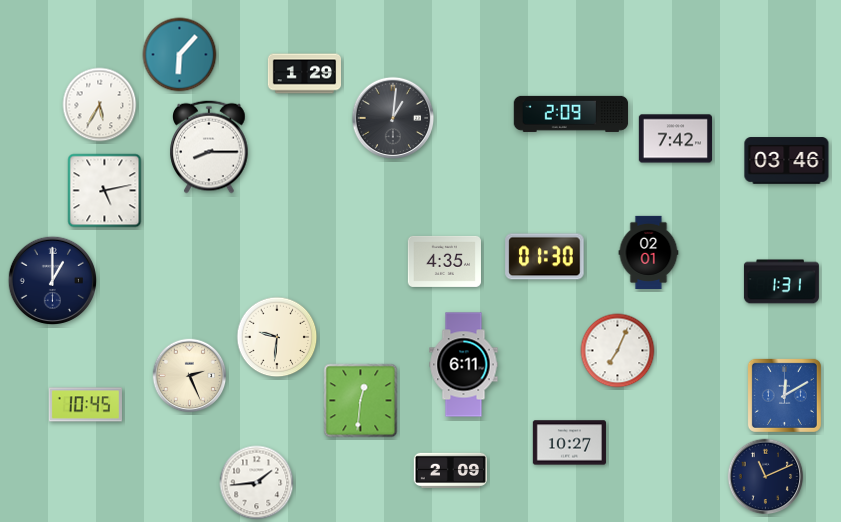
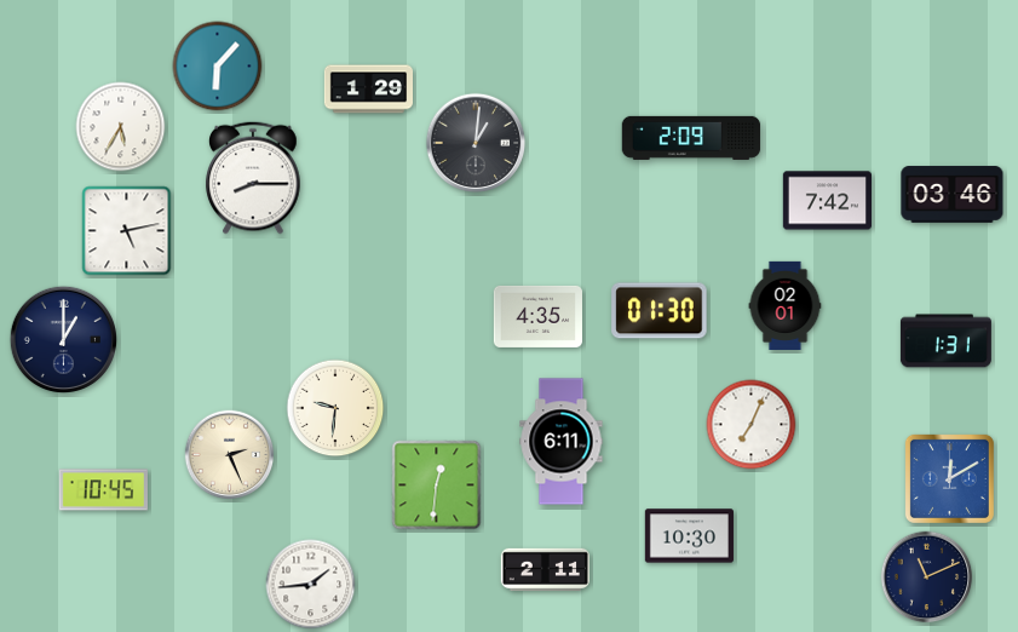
clock at (675, 139) position: (675, 139) -> (827, 201)
clock at (618, 351) position: (618, 351) -> (752, 425)
clock at (569, 443): 10:27 -> 10:30
clock at (450, 470): 2:09 -> 2:11
